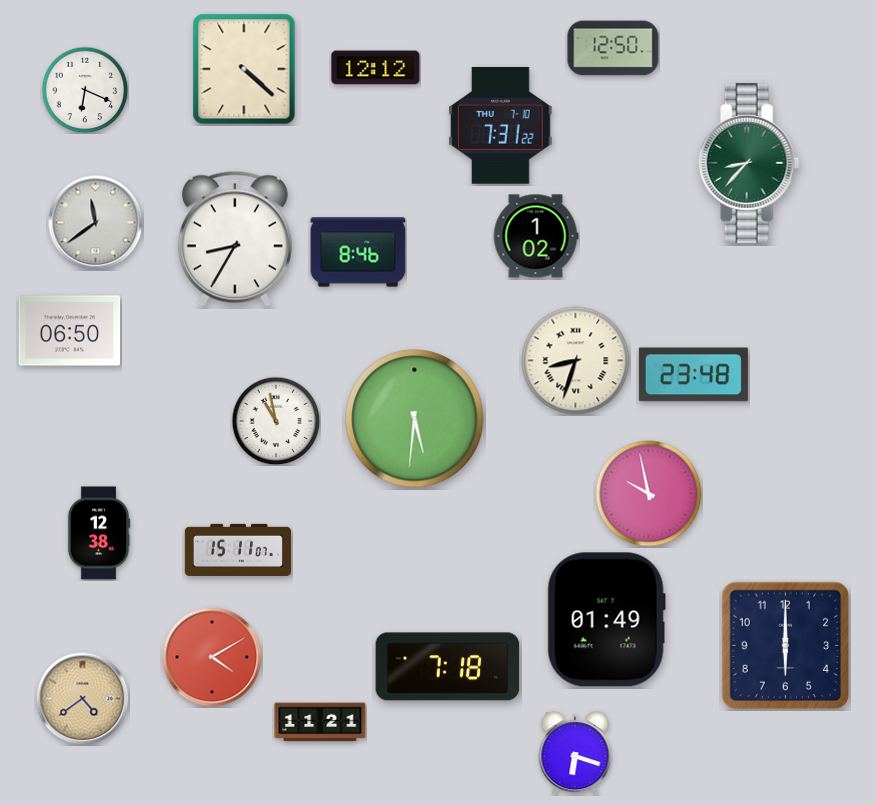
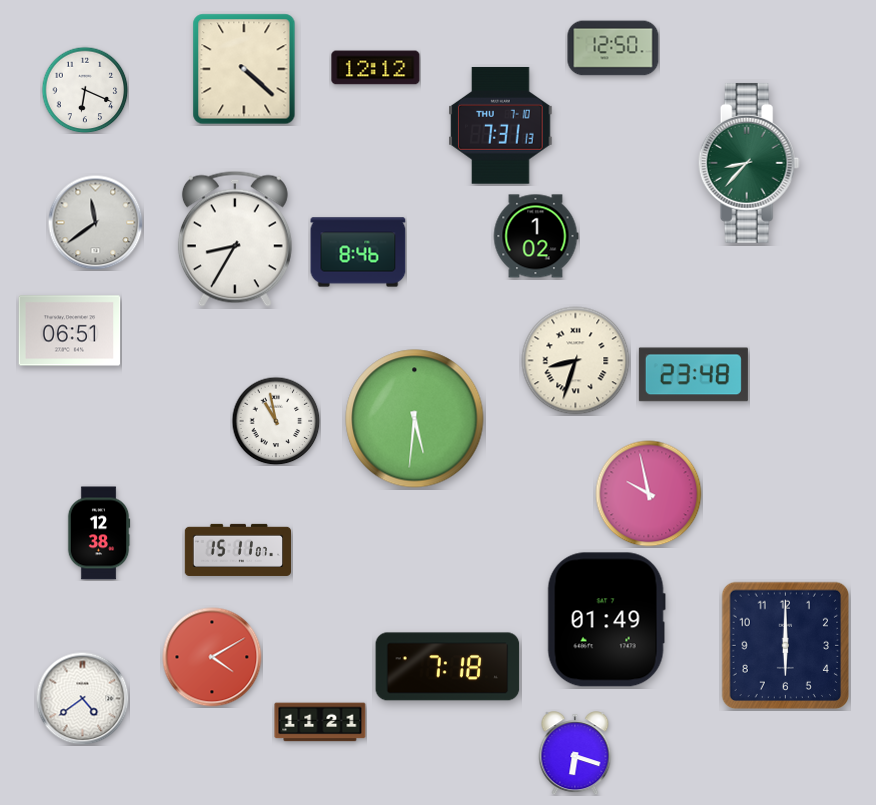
clock at (501, 125): 7:31:22 -> 7:31:13
clock at (70, 331): 06:50 -> 06:51
clock at (82, 698) dial: champagne -> white
